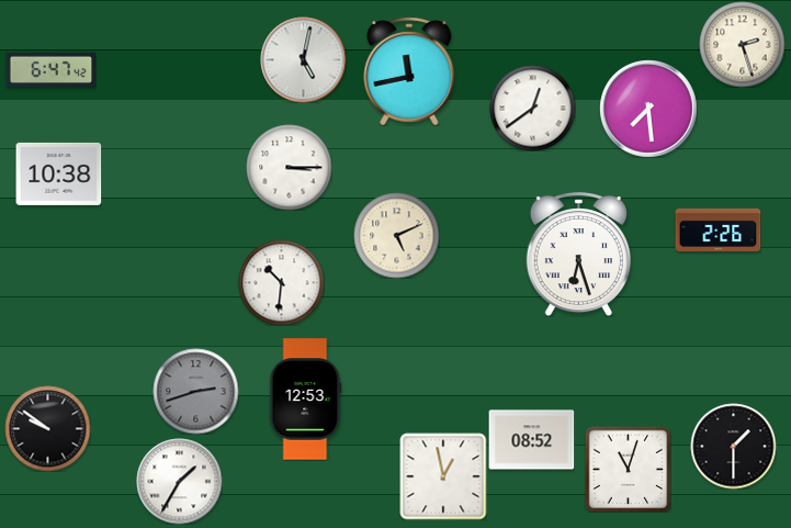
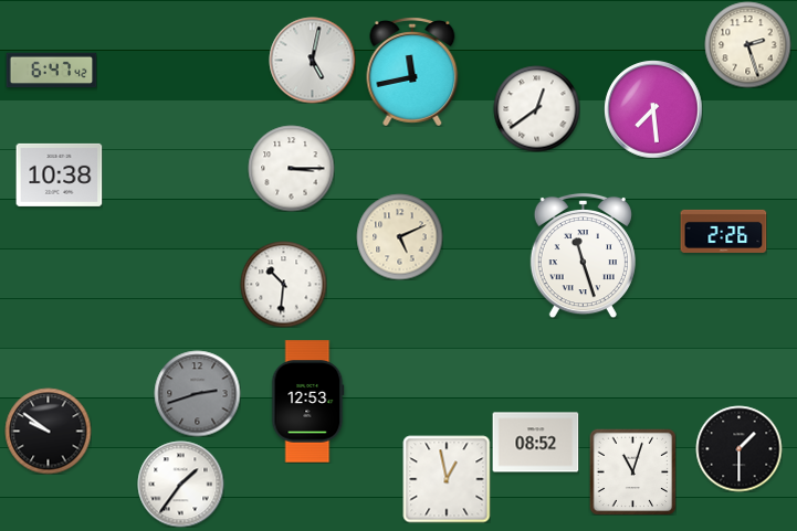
clock at (303, 59) position: (303, 59) -> (312, 60)
clock at (578, 254): 6:27 -> 11:27
clock at (179, 481): 1:35 -> 1:36
